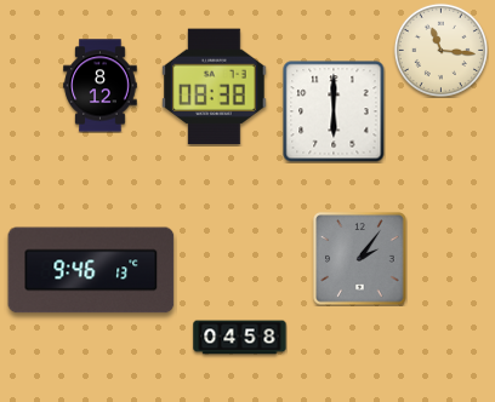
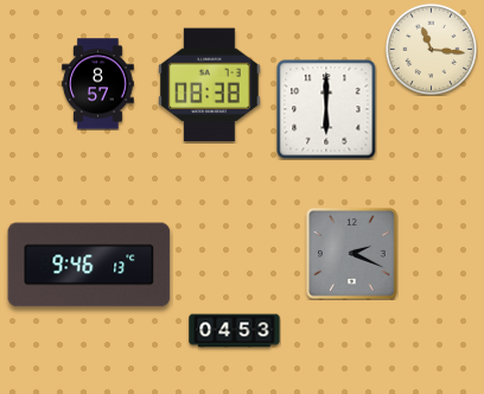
clock at (101, 86): 8:12 -> 8:57
clock at (360, 259): 2:06 -> 2:19
clock at (240, 338): 04:58 -> 04:53
